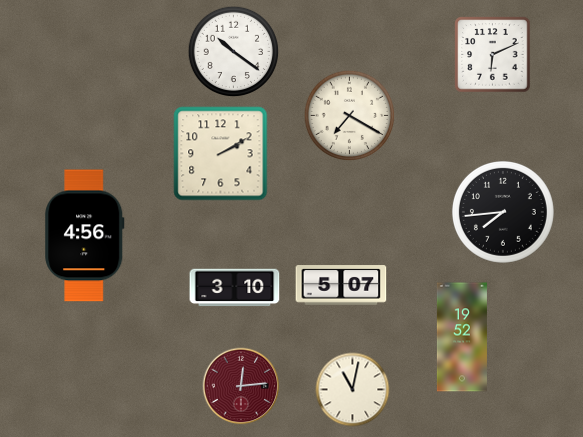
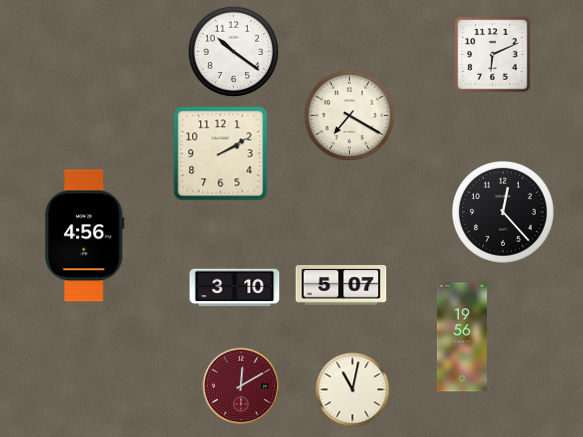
clock at (503, 212): 7:44 -> 12:23
clock at (462, 337): 19:52 -> 19:56
clock at (241, 386): 12:14 -> 12:10
